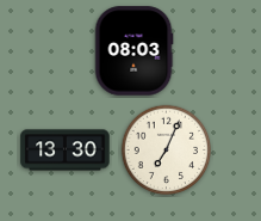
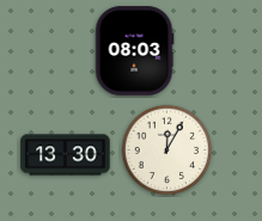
clock at (66, 151) position: (66, 151) -> (66, 155)
clock at (167, 151): 7:04 -> 12:05
